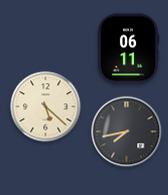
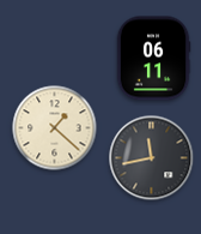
clock at (46, 107): 5:22 -> 1:22
clock at (127, 132): 7:43 -> 11:43
